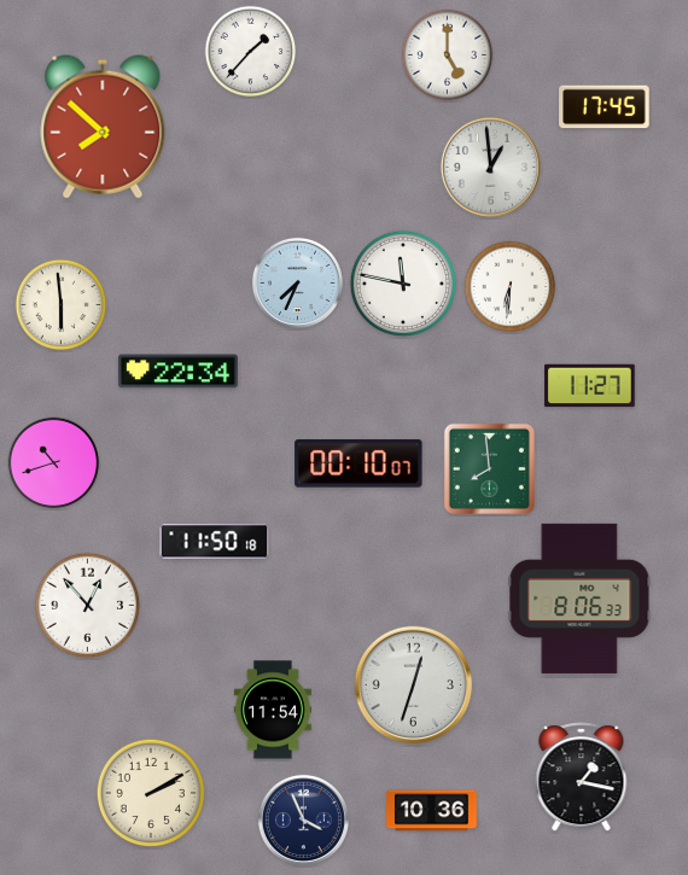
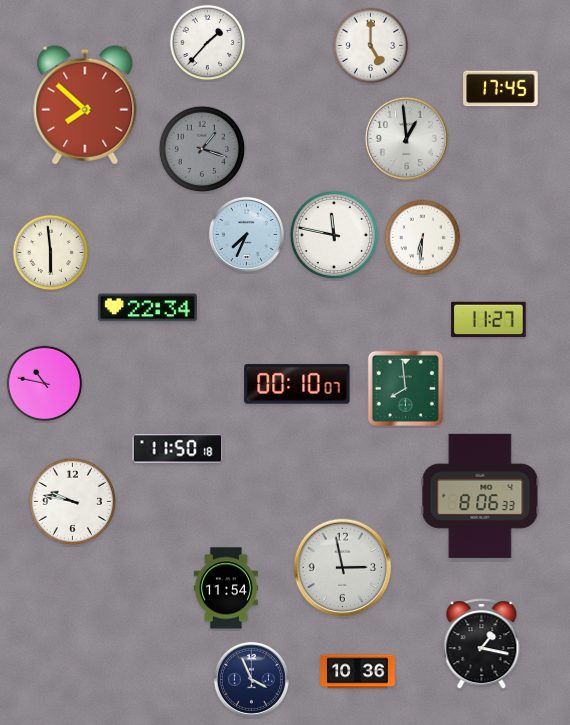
clock at (202, 149): none -> 1:18
clock at (54, 463): 10:42 -> 10:47
clock at (88, 606): 12:53 -> 9:47
clock at (414, 686): 12:33 -> 2:58
clock at (150, 792): 2:10 -> none
